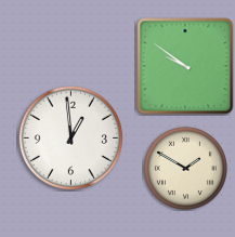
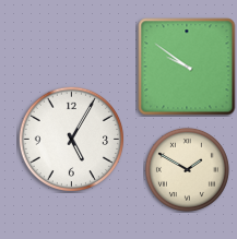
clock at (70, 137): 12:59 -> 5:05
